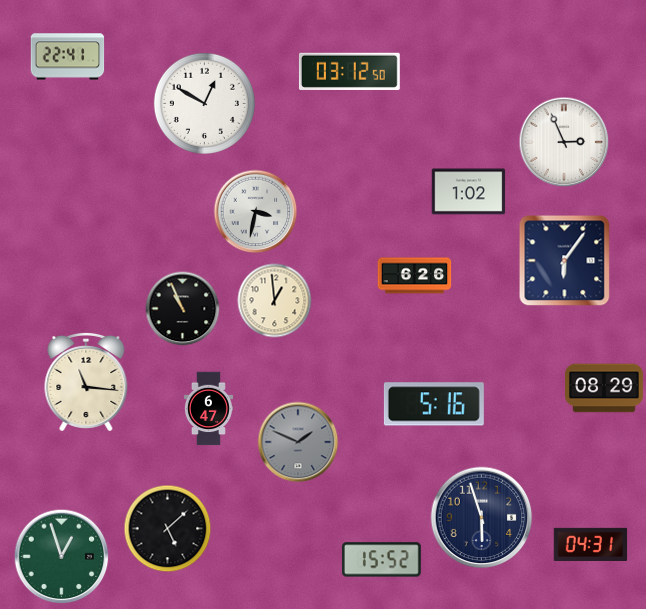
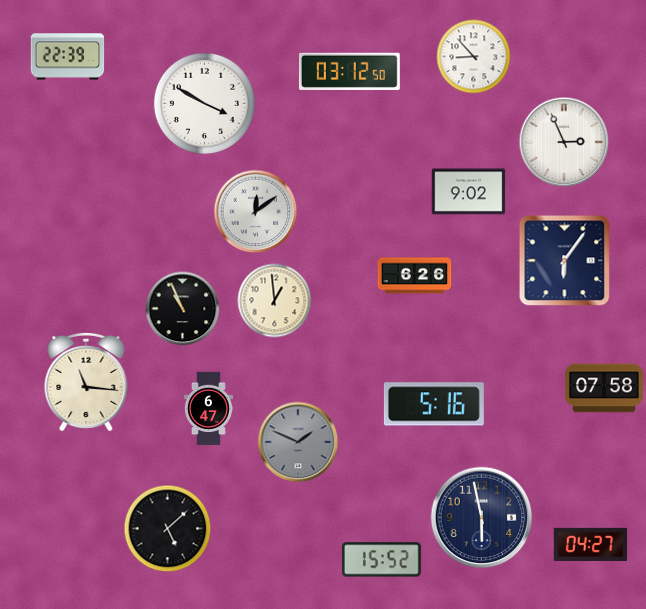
clock at (68, 57): 22:41 -> 22:39
clock at (474, 57): none -> 8:53
clock at (204, 103): 12:50 -> 3:50
clock at (469, 192): 1:02 -> 9:02
clock at (256, 212): 3:32 -> 12:09
clock at (604, 388): 08:29 -> 07:58
clock at (482, 518): 5:57 -> 5:58
clock at (591, 544): 04:31 -> 04:27
clock at (62, 557): 12:57 -> none
